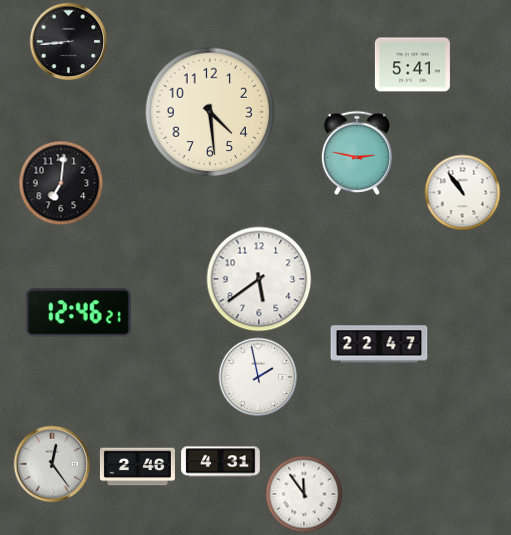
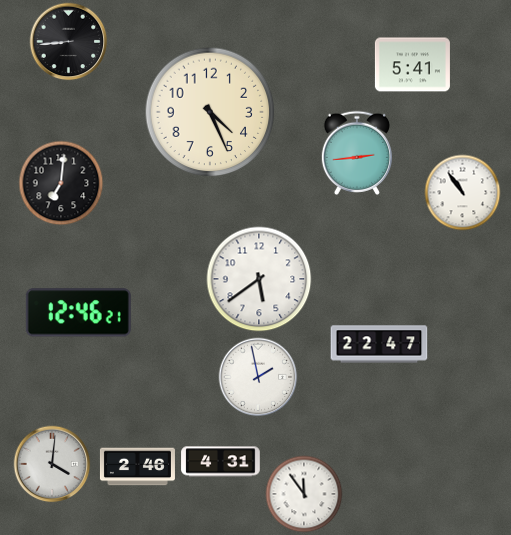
clock at (210, 112): 4:29 -> 4:26
clock at (356, 153): 2:47 -> 2:44
clock at (52, 464): 12:24 -> 4:01
